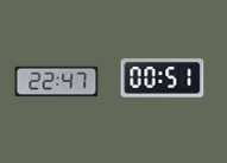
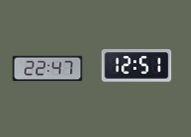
clock at (163, 79): 00:51 -> 12:51
